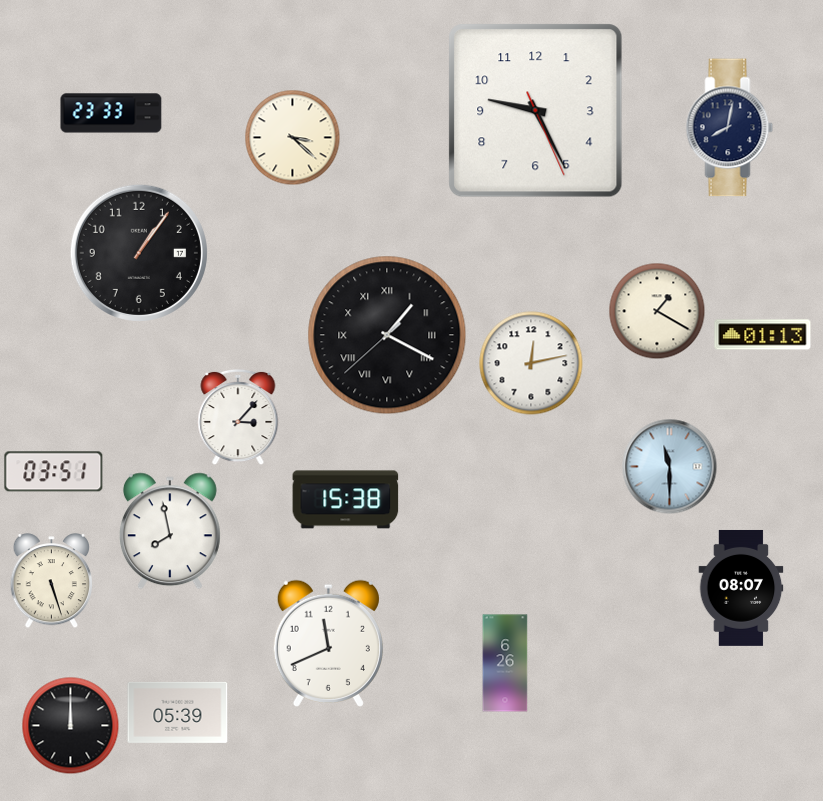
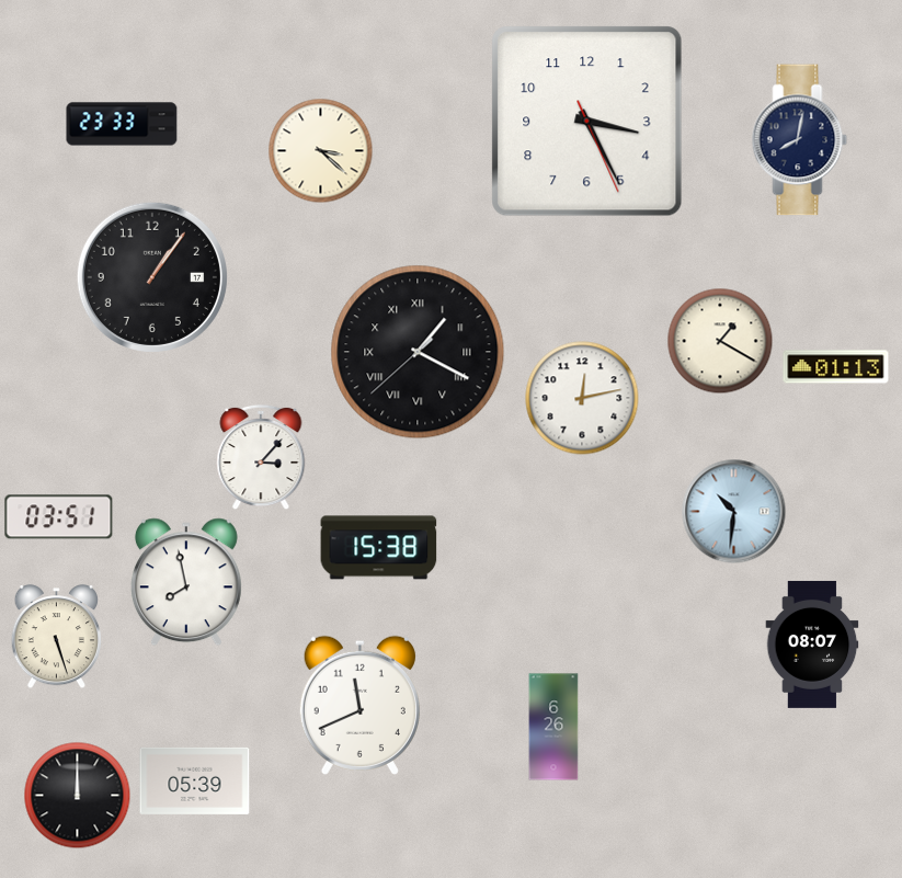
clock at (536, 111): 9:25 -> 3:25
clock at (387, 335) position: (387, 335) -> (418, 352)
clock at (670, 467): 11:30 -> 10:31
